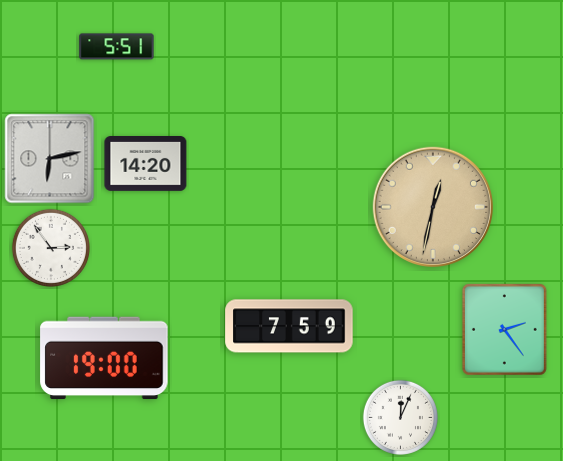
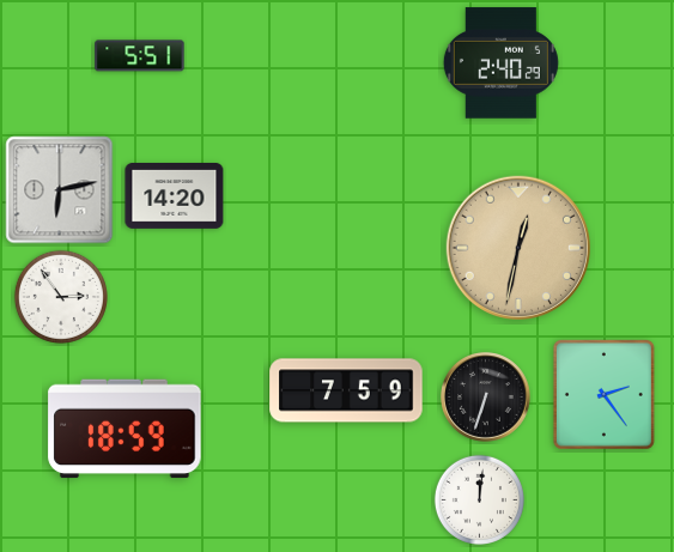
clock at (500, 63): none -> 2:40
clock at (486, 398): none -> 6:33
clock at (104, 358): 19:00 -> 18:59
clock at (400, 417): 12:04 -> 12:01
